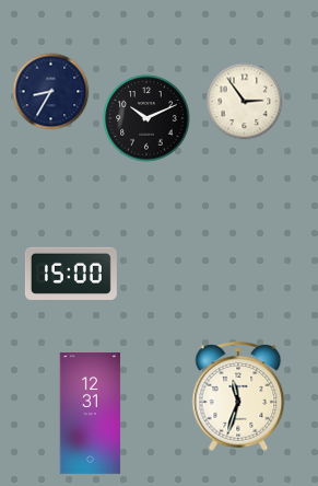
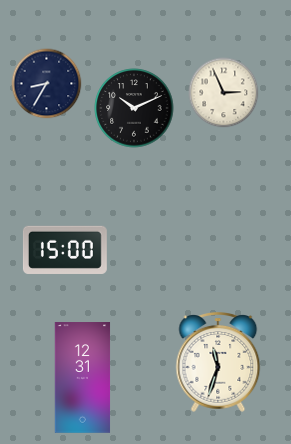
clock at (245, 102): 2:54 -> 2:56
